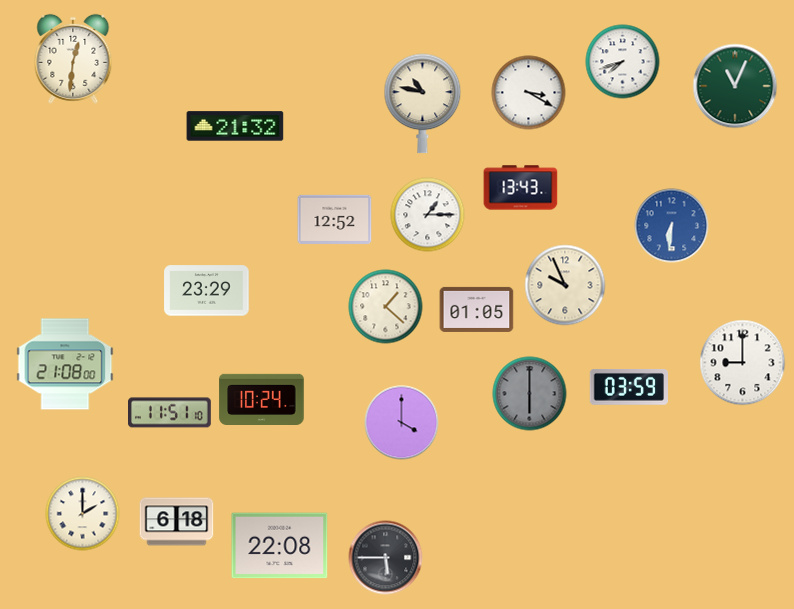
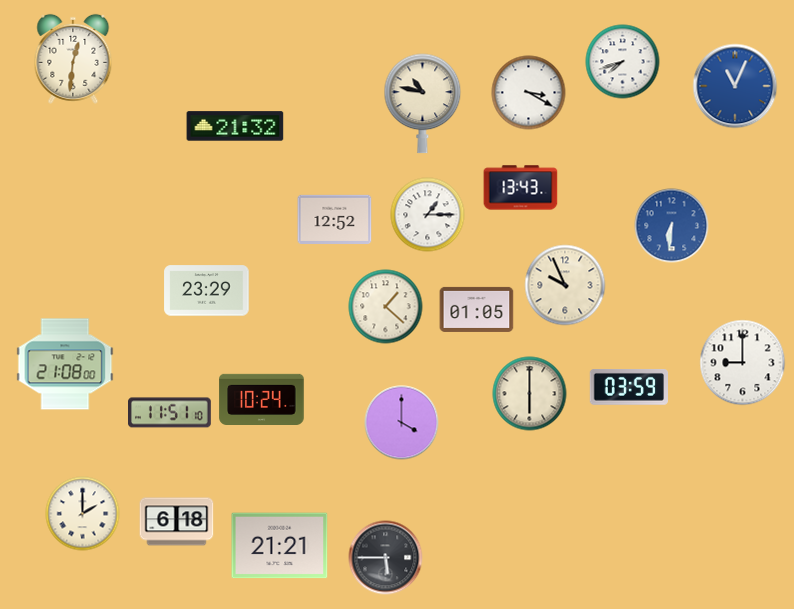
clock at (735, 86) dial: green -> blue
clock at (530, 394) dial: grey -> cream
clock at (280, 546): 22:08 -> 21:21
